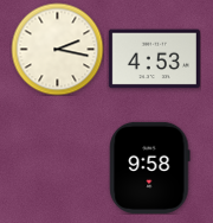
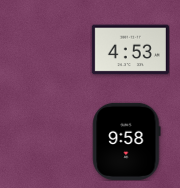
clock at (57, 49): 2:17 -> none
